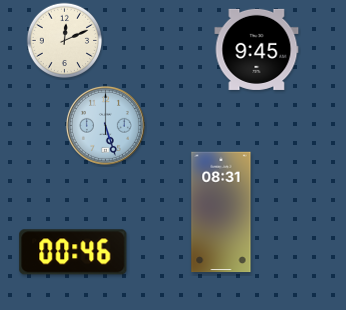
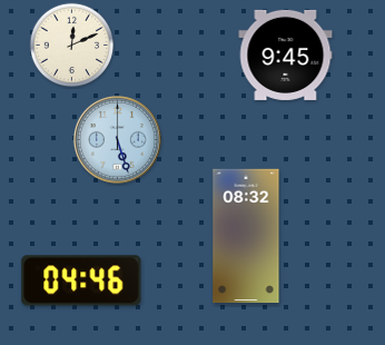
clock at (221, 212): 08:31 -> 08:32
clock at (73, 252): 00:46 -> 04:46
